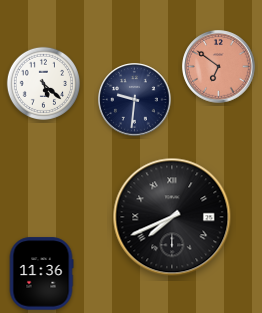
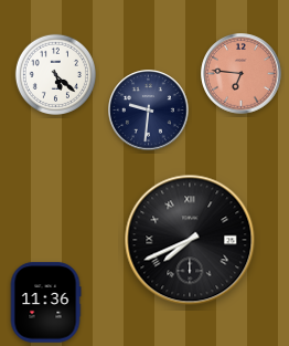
clock at (219, 67): 6:51 -> 6:46
clock at (43, 83) position: (43, 83) -> (55, 74)
